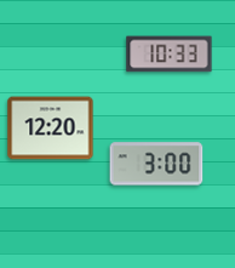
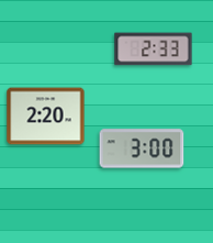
clock at (170, 55): 10:33 -> 2:33
clock at (51, 129): 12:20 -> 2:20
